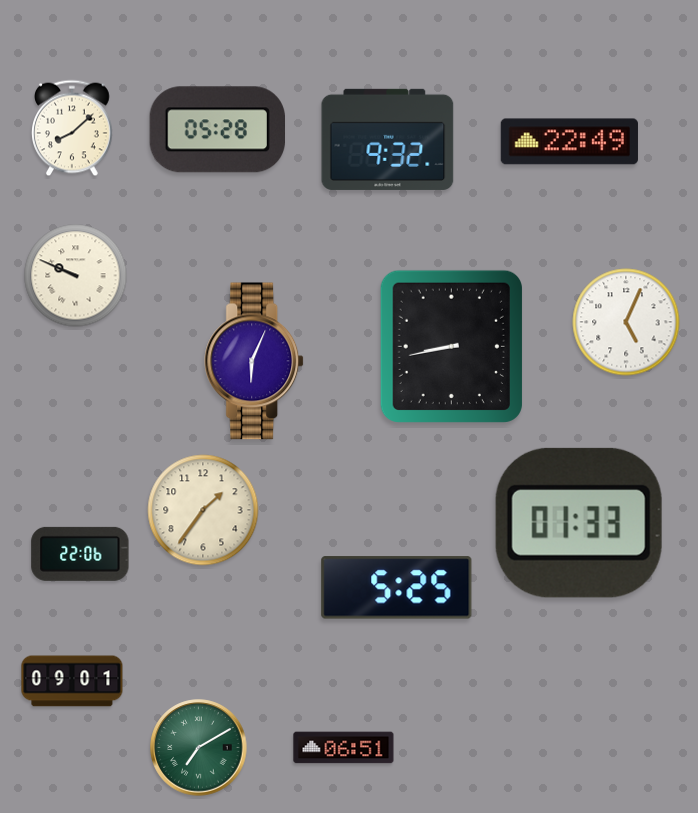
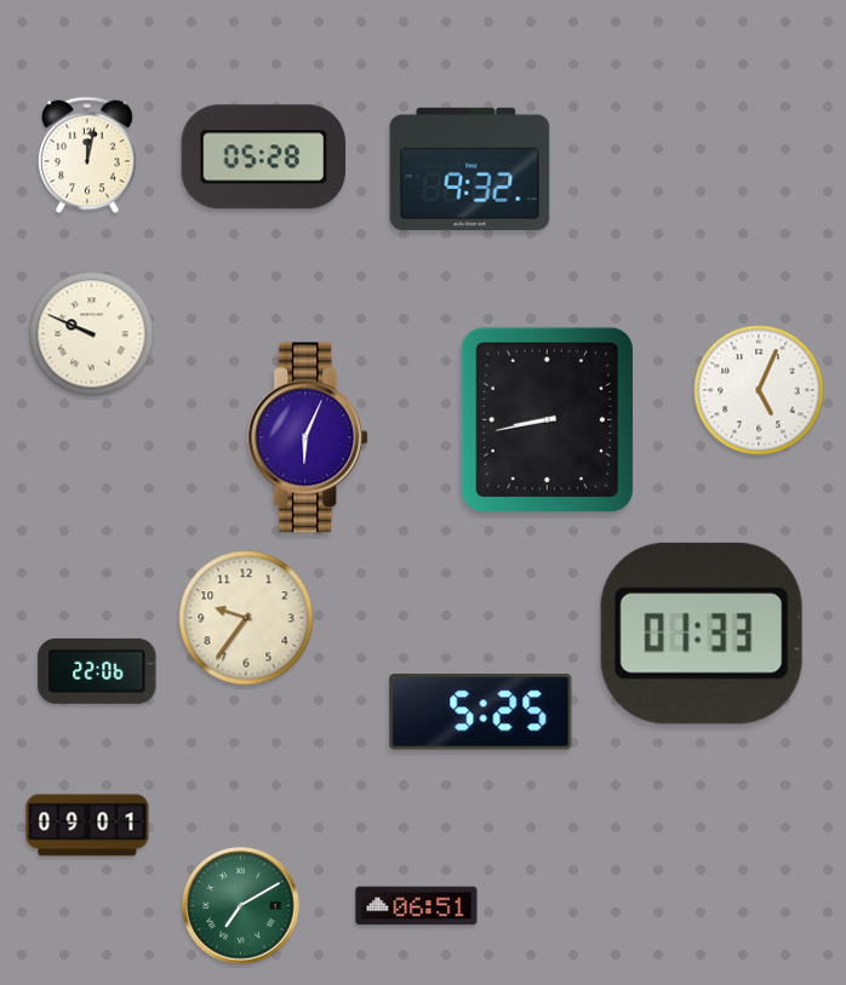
clock at (73, 128): 8:08 -> 12:02
clock at (569, 142): 22:49 -> none
clock at (203, 510): 1:36 -> 9:36
